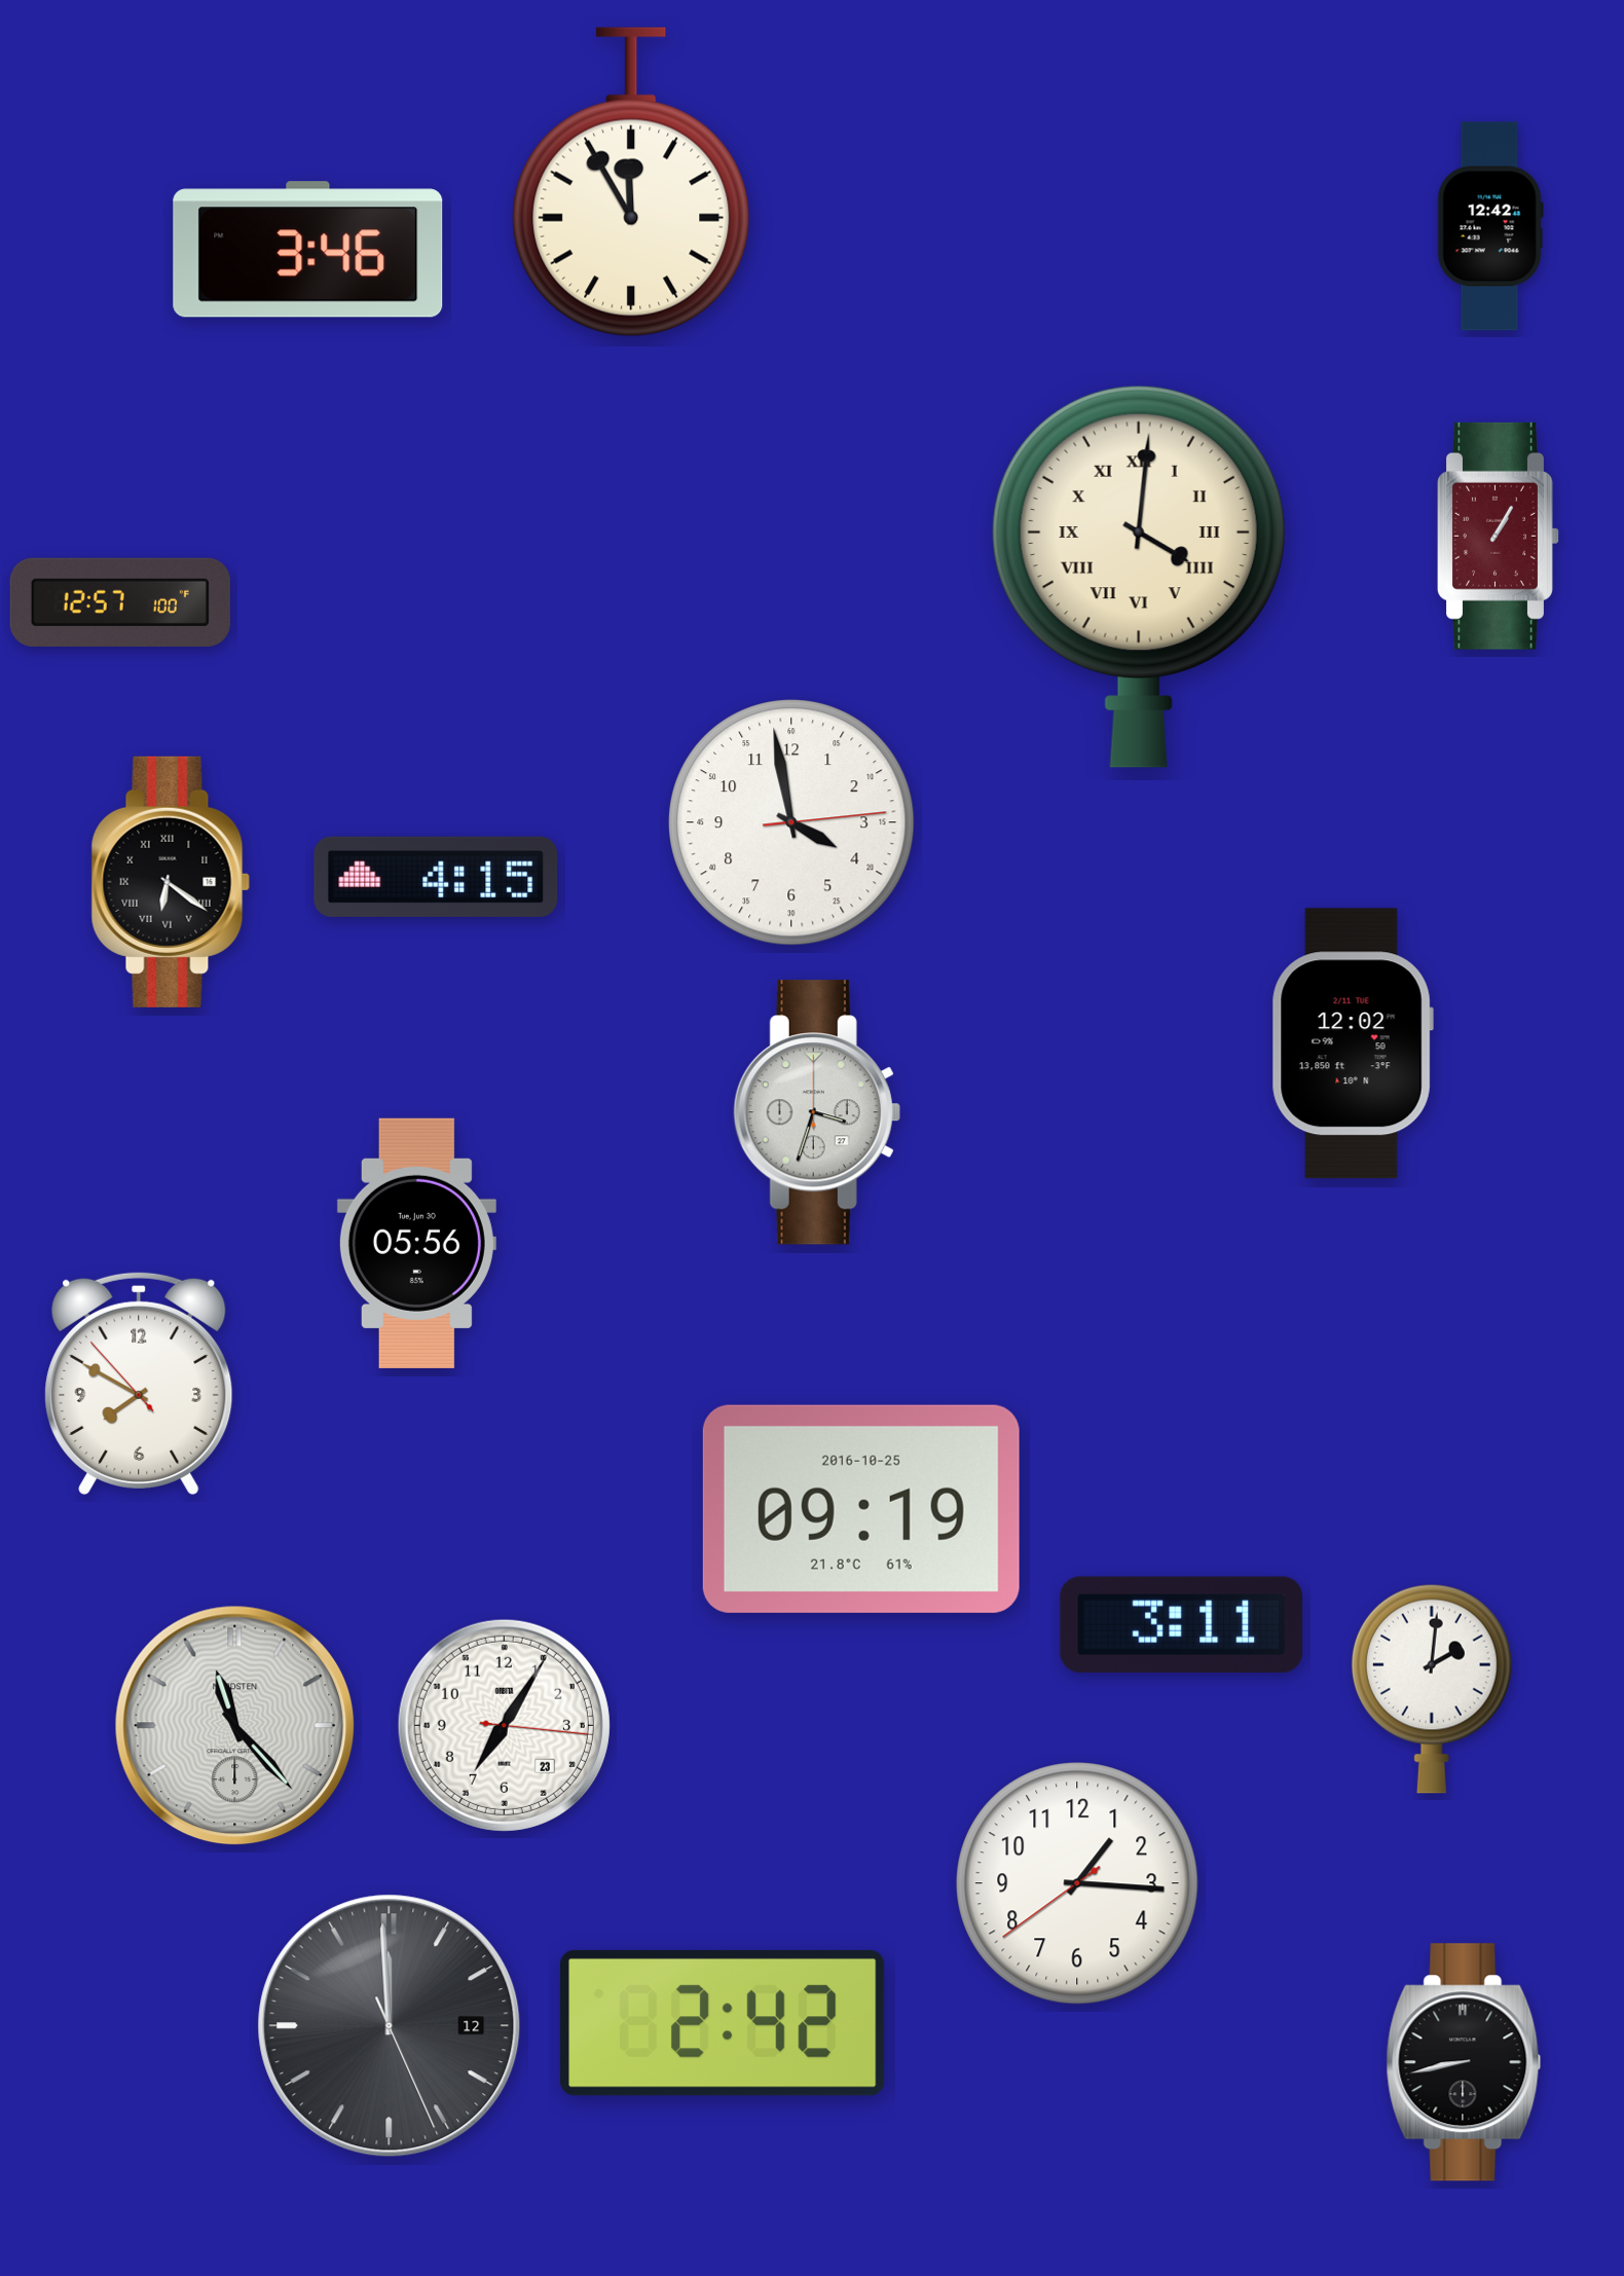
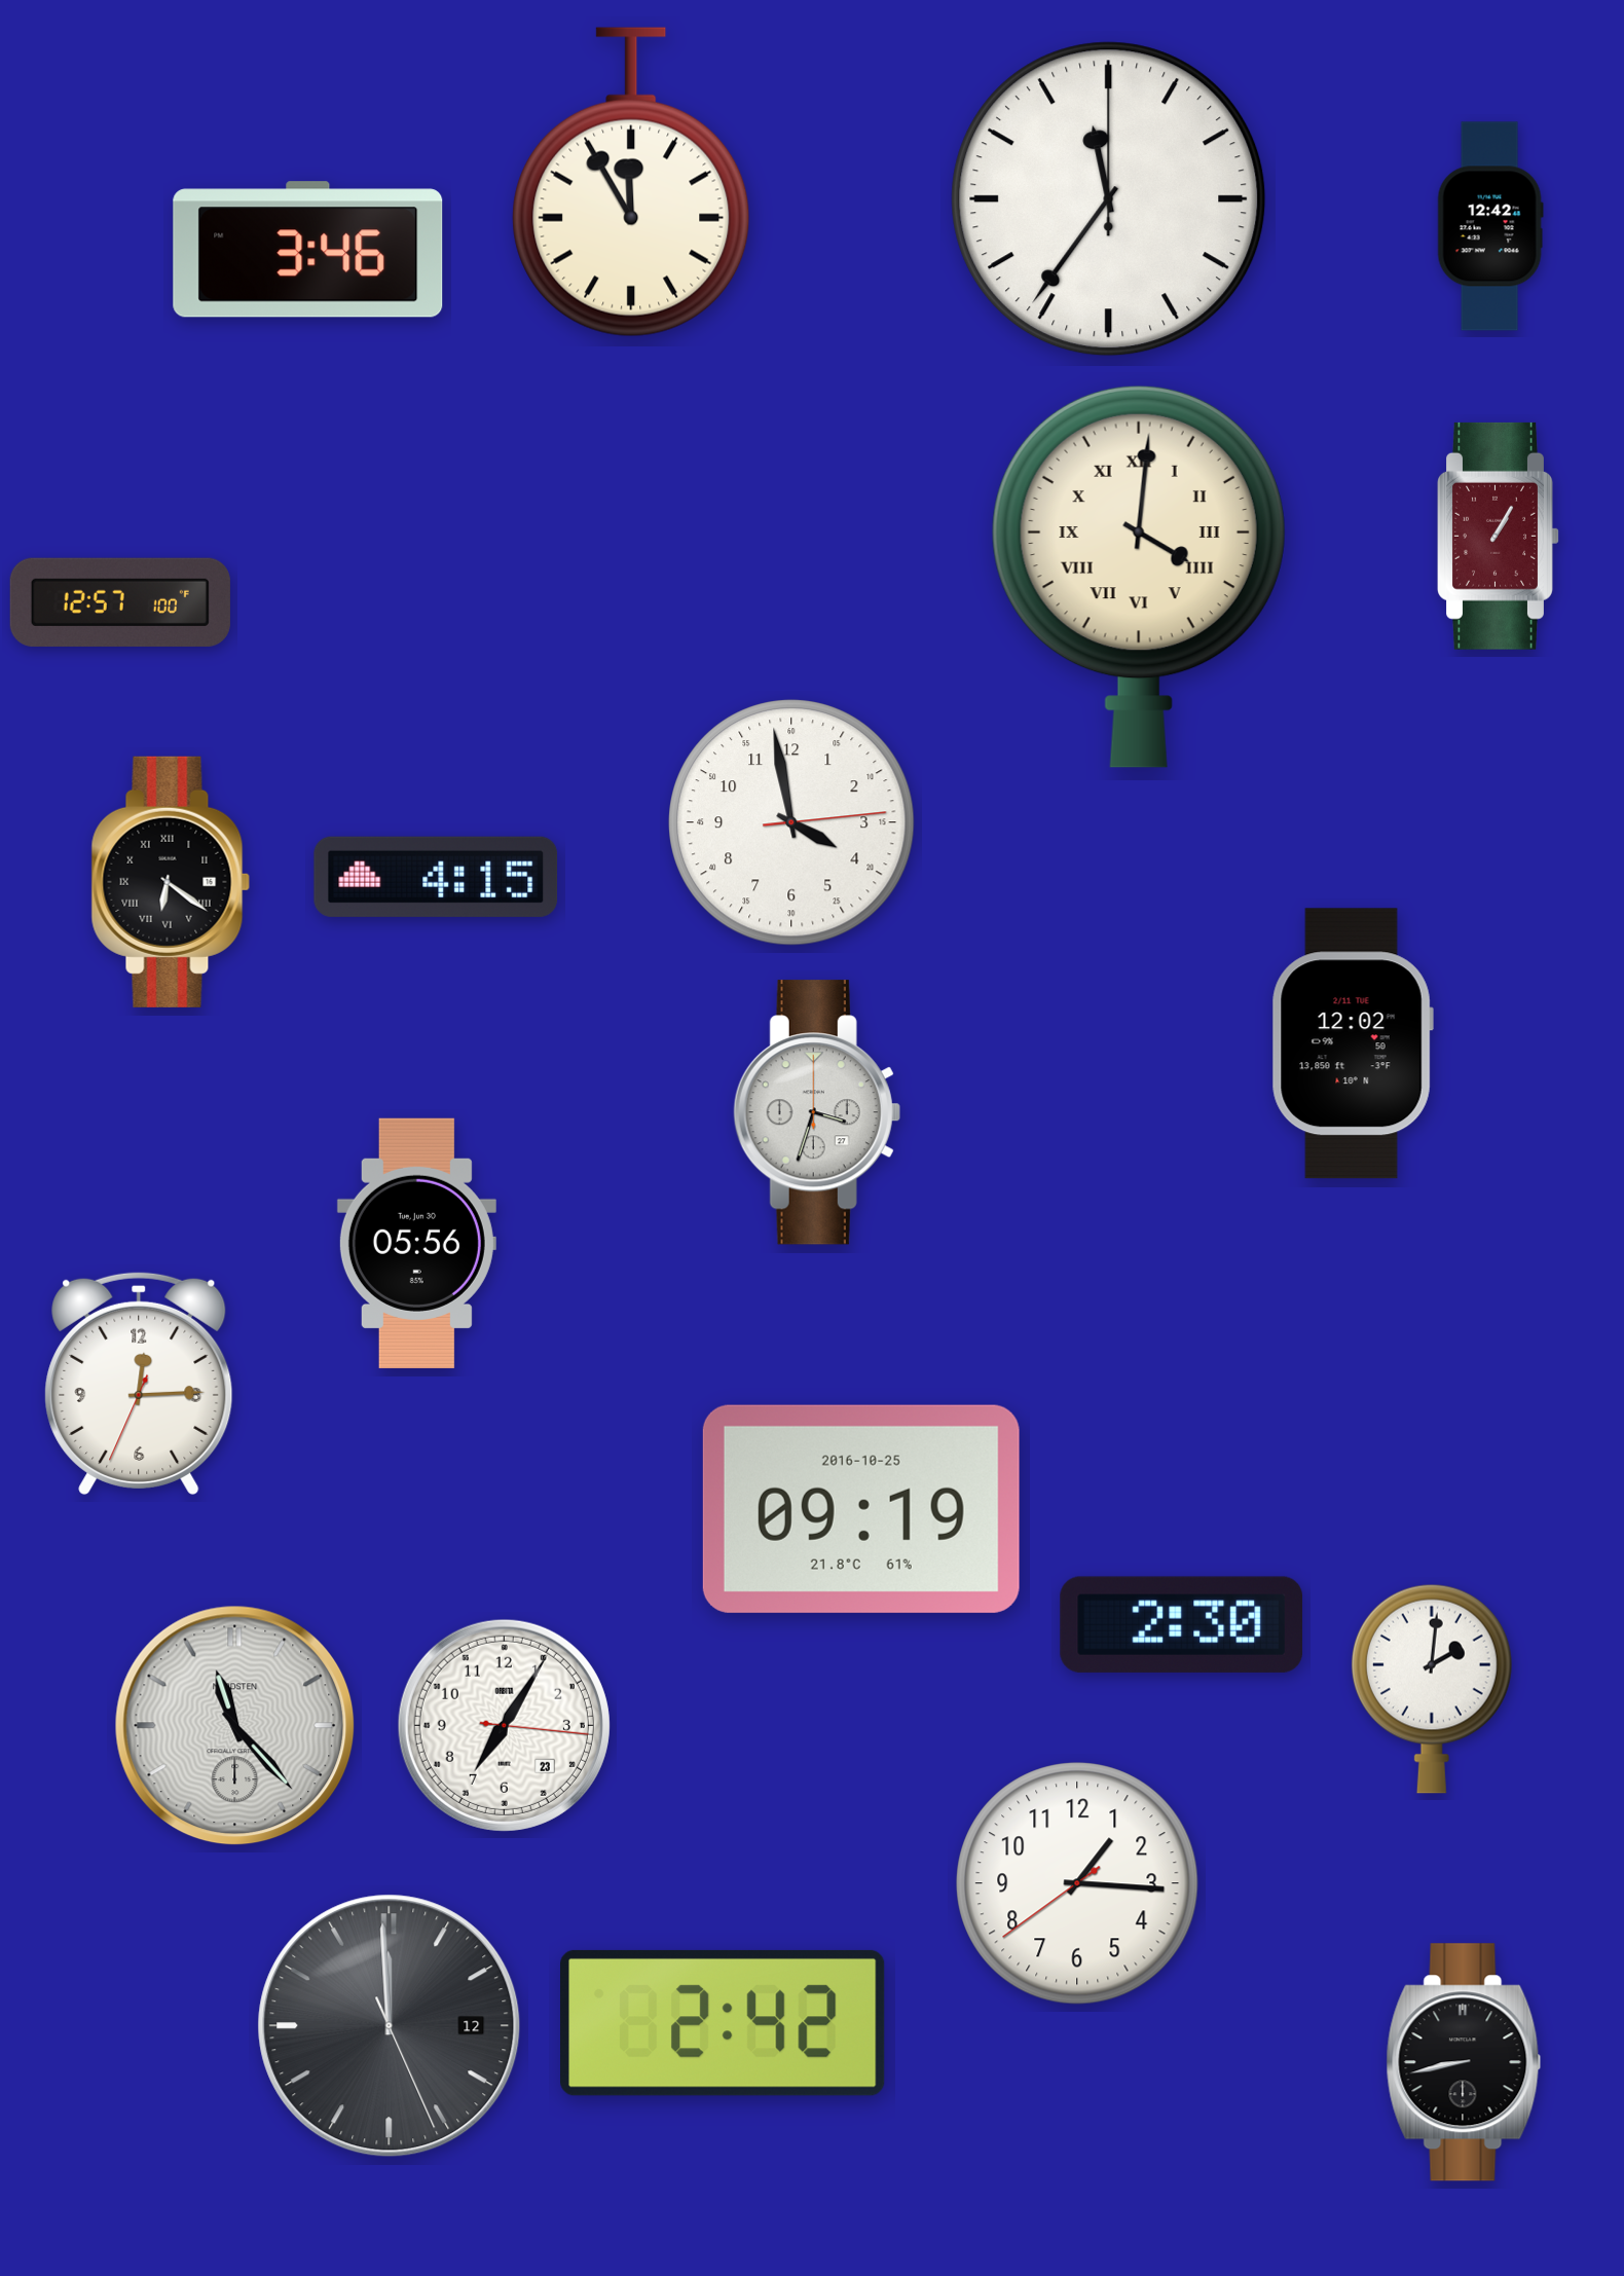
clock at (1109, 199): none -> 11:36
clock at (139, 1383): 7:49 -> 12:14
clock at (1182, 1624): 3:11 -> 2:30
